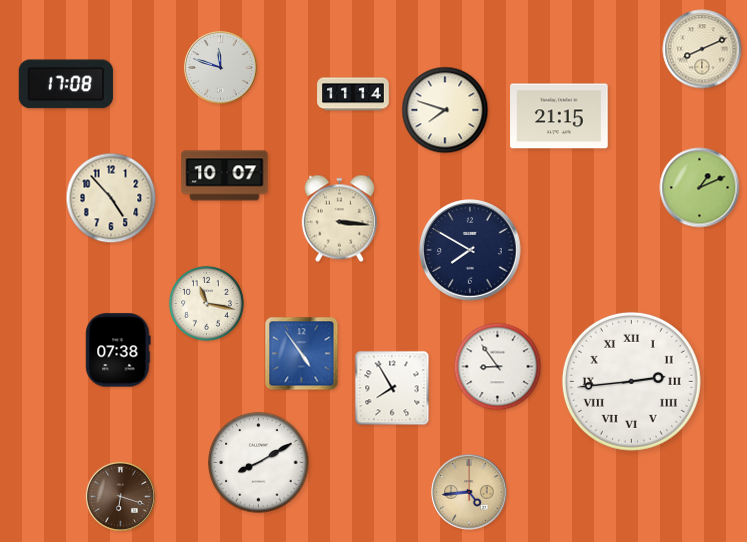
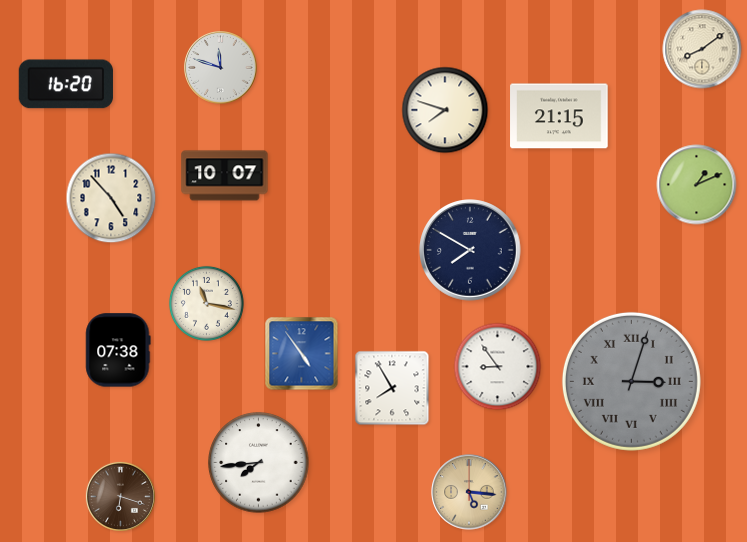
clock at (702, 49): 8:11 -> 8:09
clock at (66, 84): 17:08 -> 16:20
clock at (353, 94): 11:14 -> none
clock at (700, 188) position: (700, 188) -> (697, 185)
clock at (339, 219): 3:16 -> none
clock at (631, 381): 2:44 -> 3:03
clock at (631, 381) dial: white -> grey
clock at (259, 463): 8:10 -> 7:44
clock at (469, 492): 4:44 -> 5:16
